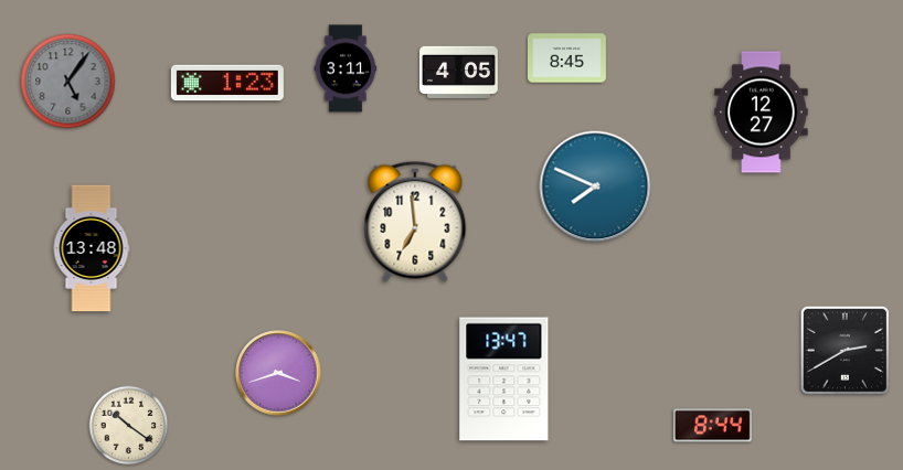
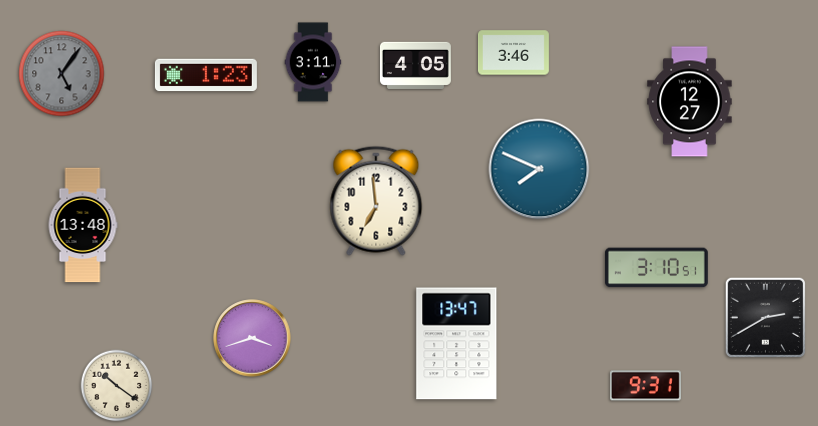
clock at (566, 58): 8:45 -> 3:46
clock at (656, 268): none -> 3:10
clock at (712, 426): 8:44 -> 9:31
